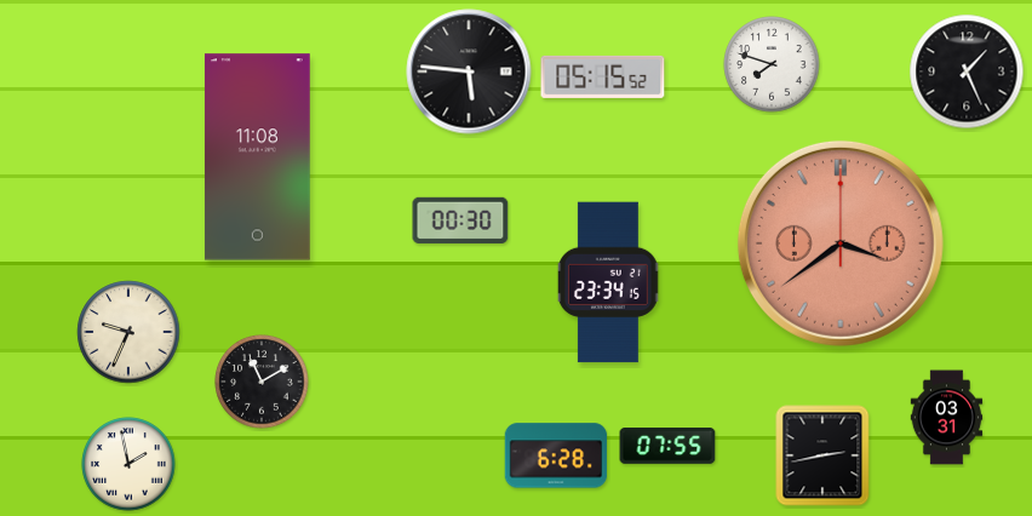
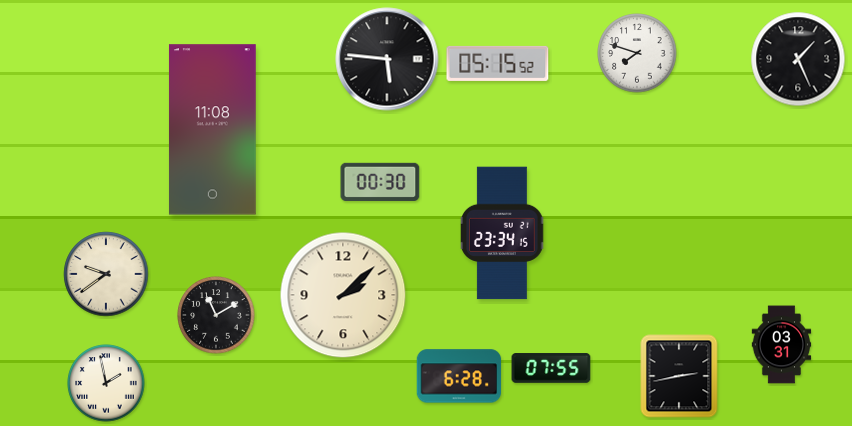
clock at (841, 243): 3:39 -> none
clock at (128, 332): 9:34 -> 9:39
clock at (343, 295): none -> 2:08
